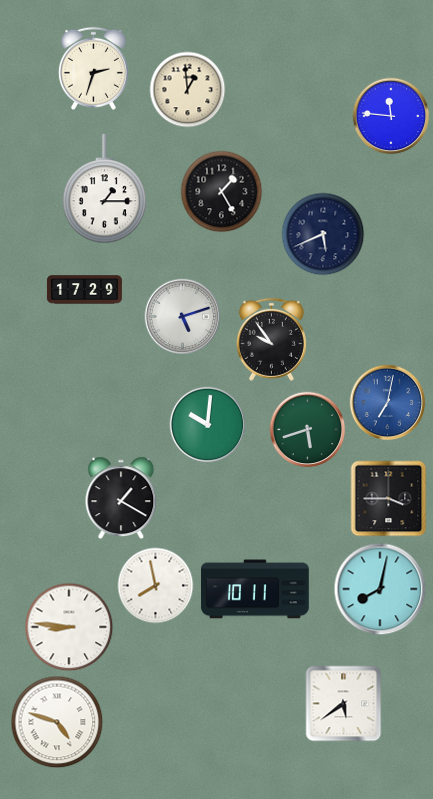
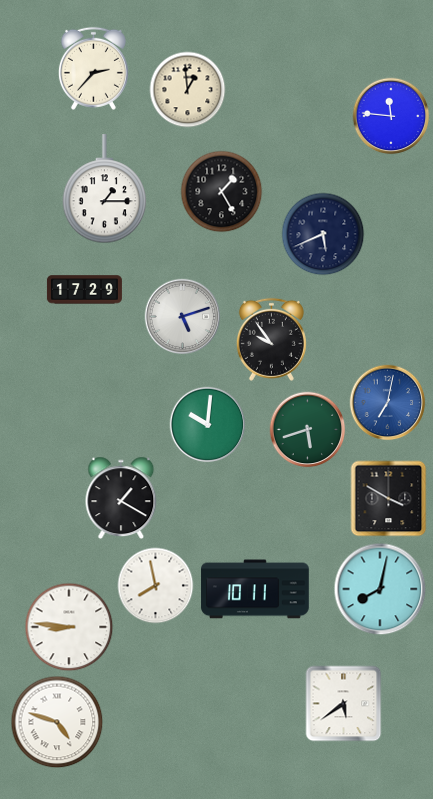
clock at (93, 68): 2:33 -> 2:37
clock at (389, 499): 3:45 -> 3:50
